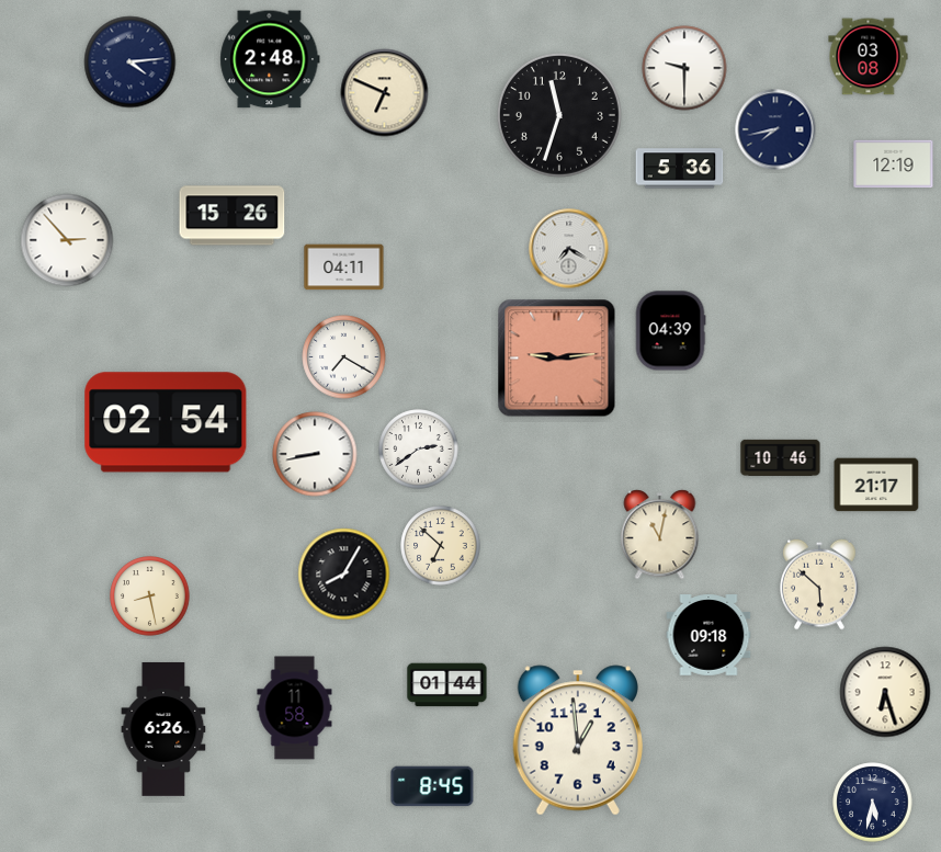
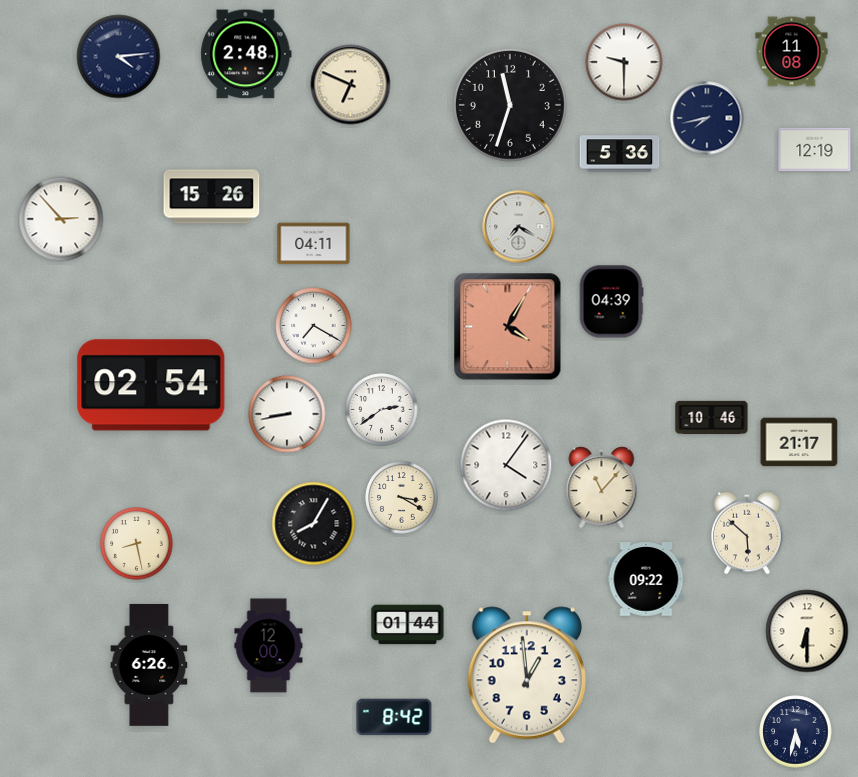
clock at (869, 57): 03:08 -> 11:08
clock at (557, 359): 9:14 -> 4:05
clock at (506, 465): none -> 4:06
clock at (660, 535): 11:02 -> 11:07
clock at (441, 546): 6:52 -> 3:20
clock at (708, 635): 09:18 -> 09:22
clock at (885, 692): 6:27 -> 6:30
clock at (295, 708): 11:58 -> 12:00
clock at (432, 786): 8:45 -> 8:42
